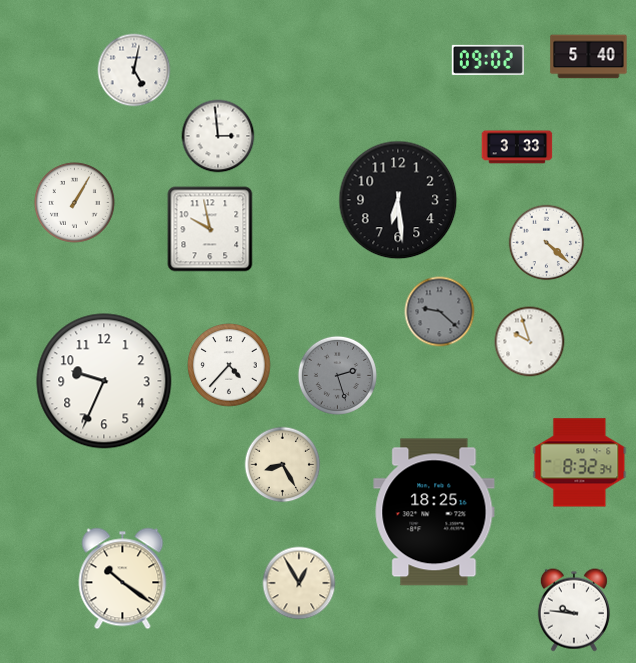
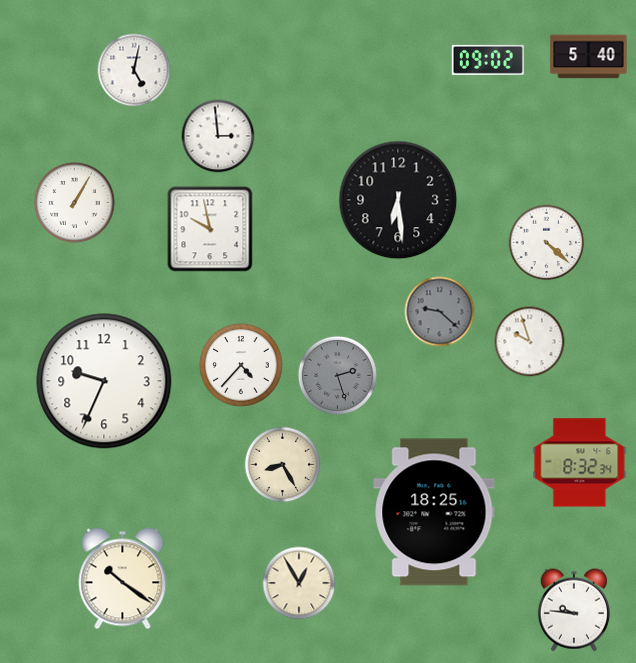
clock at (517, 147): 3:33 -> none
clock at (229, 365) position: (229, 365) -> (241, 365)
